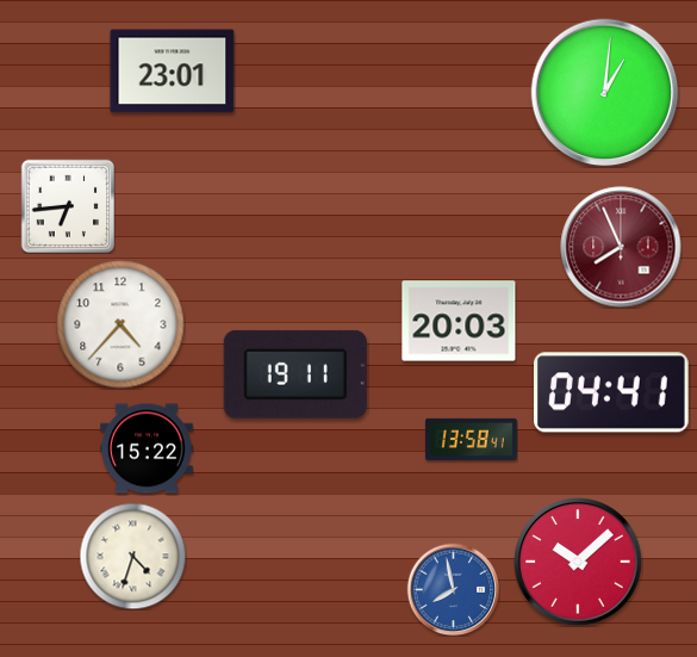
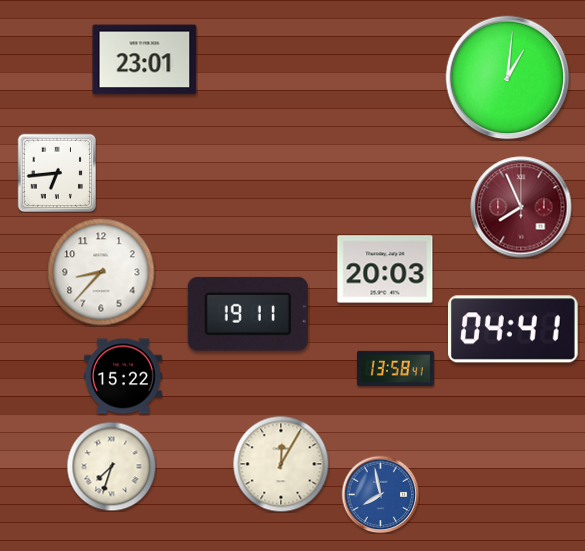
clock at (120, 324): 4:37 -> 8:37
clock at (281, 464): none -> 12:05
clock at (132, 556): 4:33 -> 7:33
clock at (578, 562): 10:08 -> none
